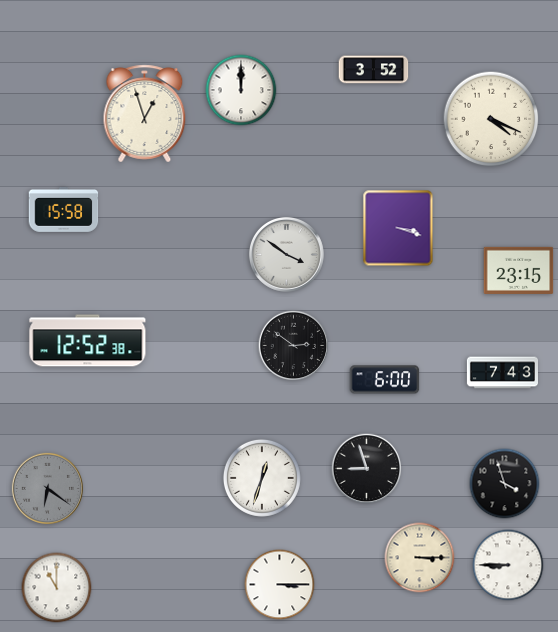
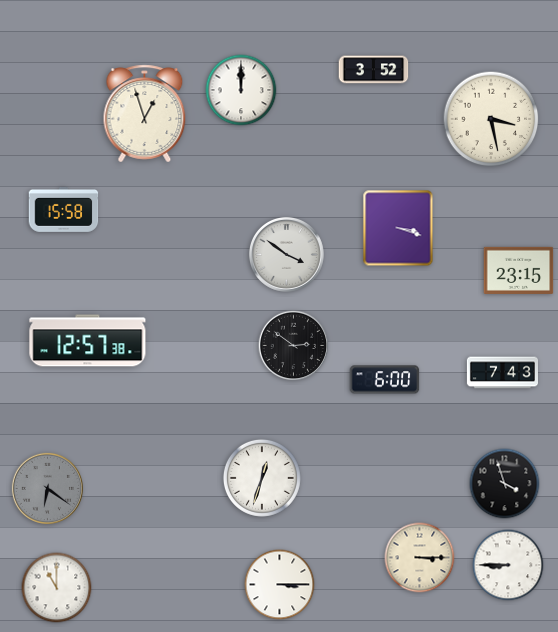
clock at (491, 119): 4:19 -> 3:28
clock at (88, 341): 12:52 -> 12:57
clock at (367, 469): 8:57 -> none
